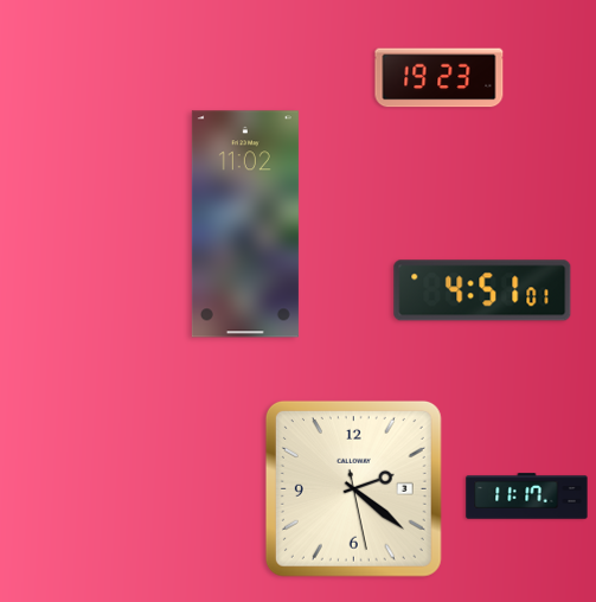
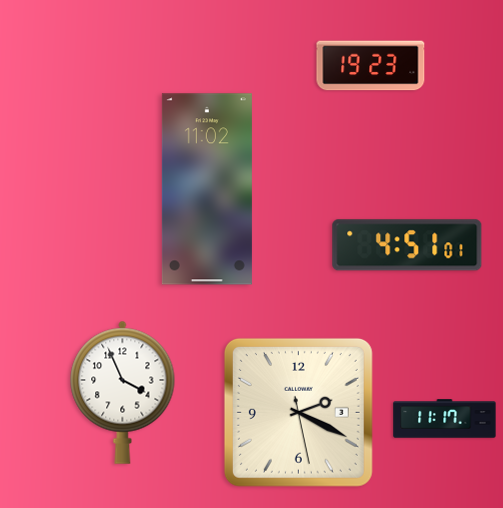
clock at (123, 392): none -> 3:56
clock at (353, 488): 2:21 -> 2:19
